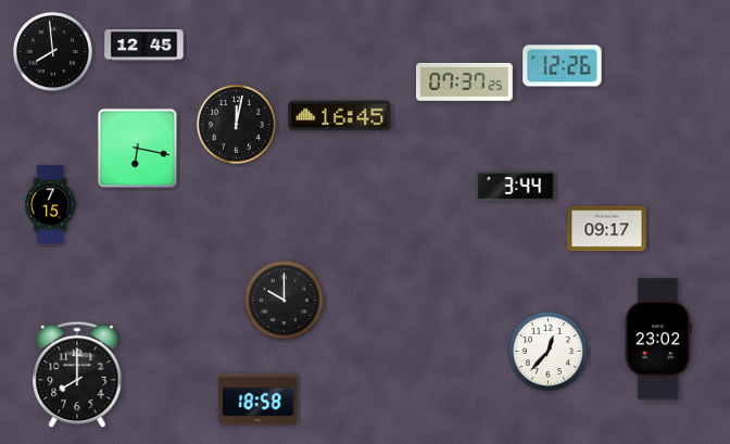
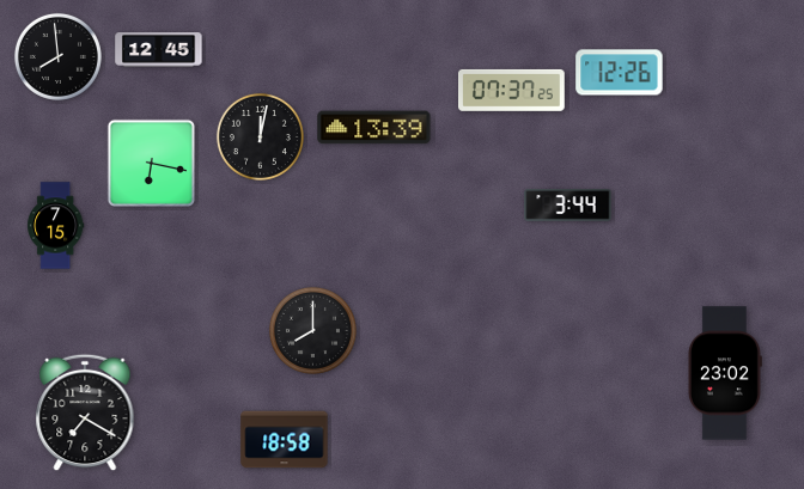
clock at (340, 116): 16:45 -> 13:39
clock at (607, 229): 09:17 -> none
clock at (284, 300): 10:00 -> 8:00
clock at (547, 351): 12:37 -> none
clock at (77, 375): 8:00 -> 7:20
